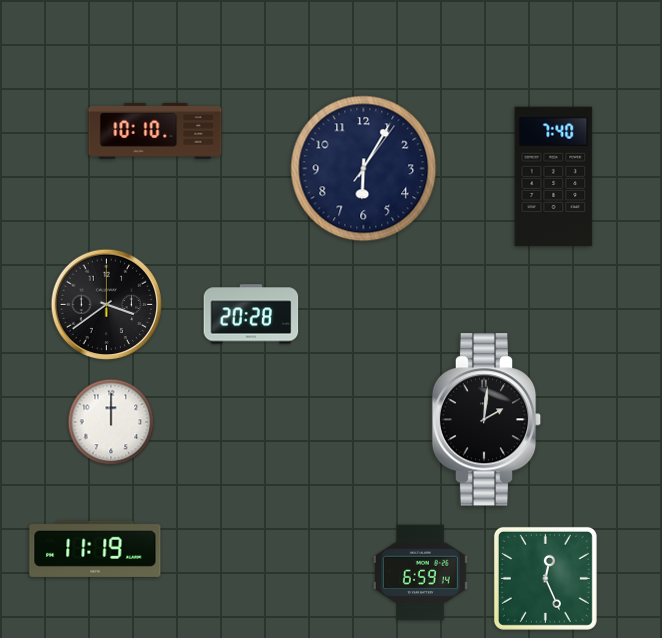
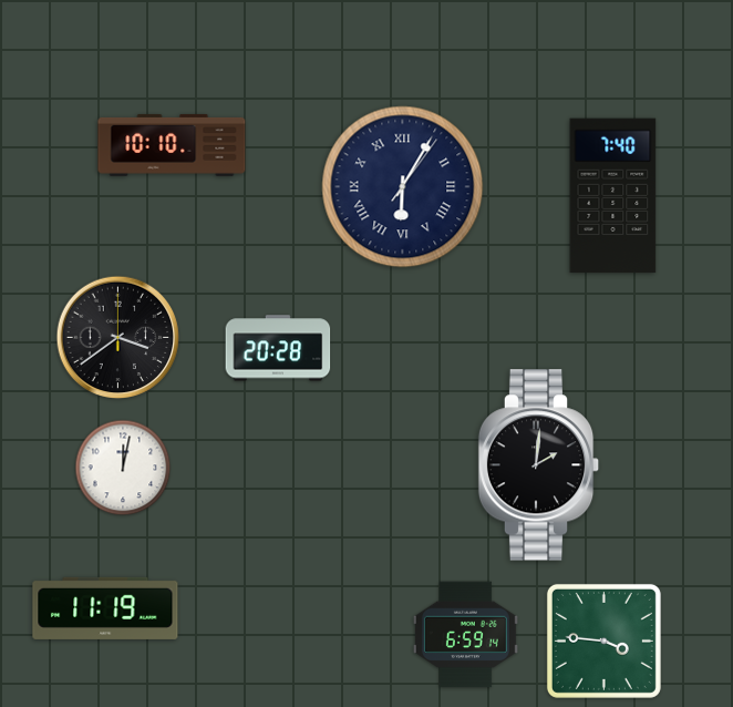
clock at (364, 169) numerals: Arabic -> Roman
clock at (111, 422): 12:00 -> 12:02
clock at (545, 578): 12:26 -> 3:46
